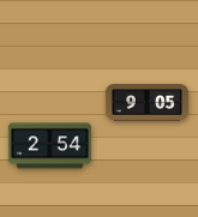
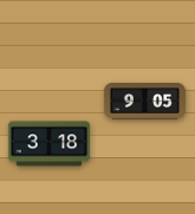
clock at (49, 146): 2:54 -> 3:18
